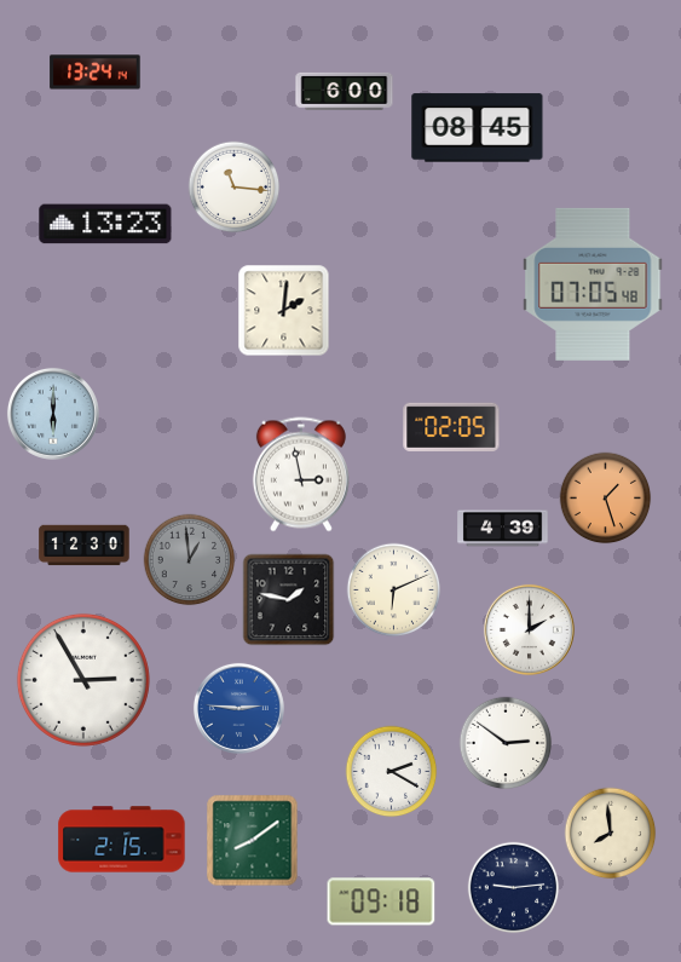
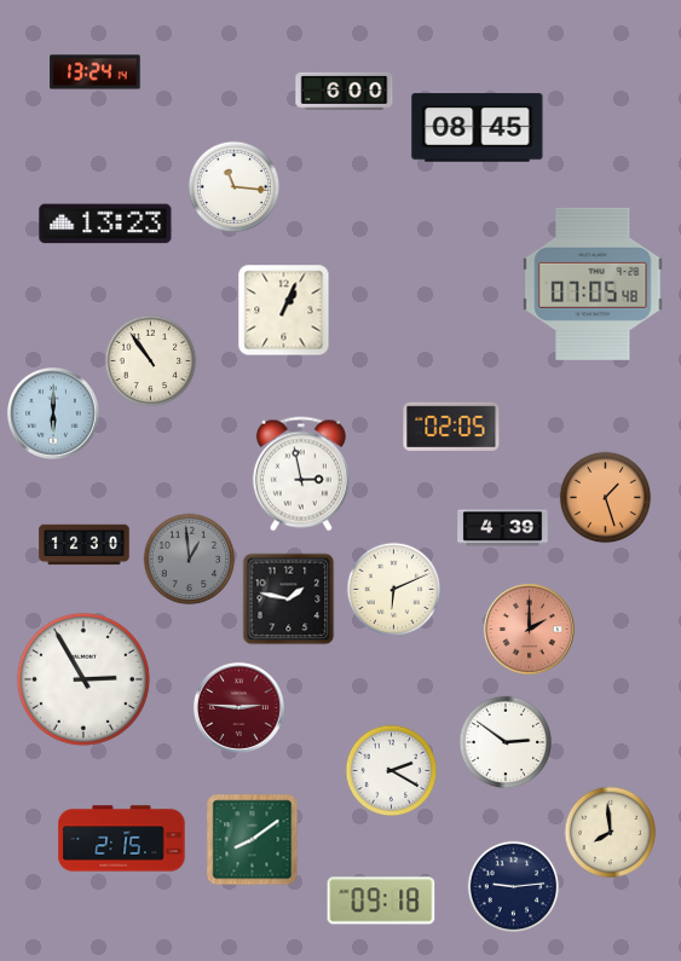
clock at (284, 311): 2:01 -> 1:04
clock at (151, 361): none -> 10:54
clock at (529, 629) dial: white -> salmon
clock at (238, 708) dial: blue -> burgundy
